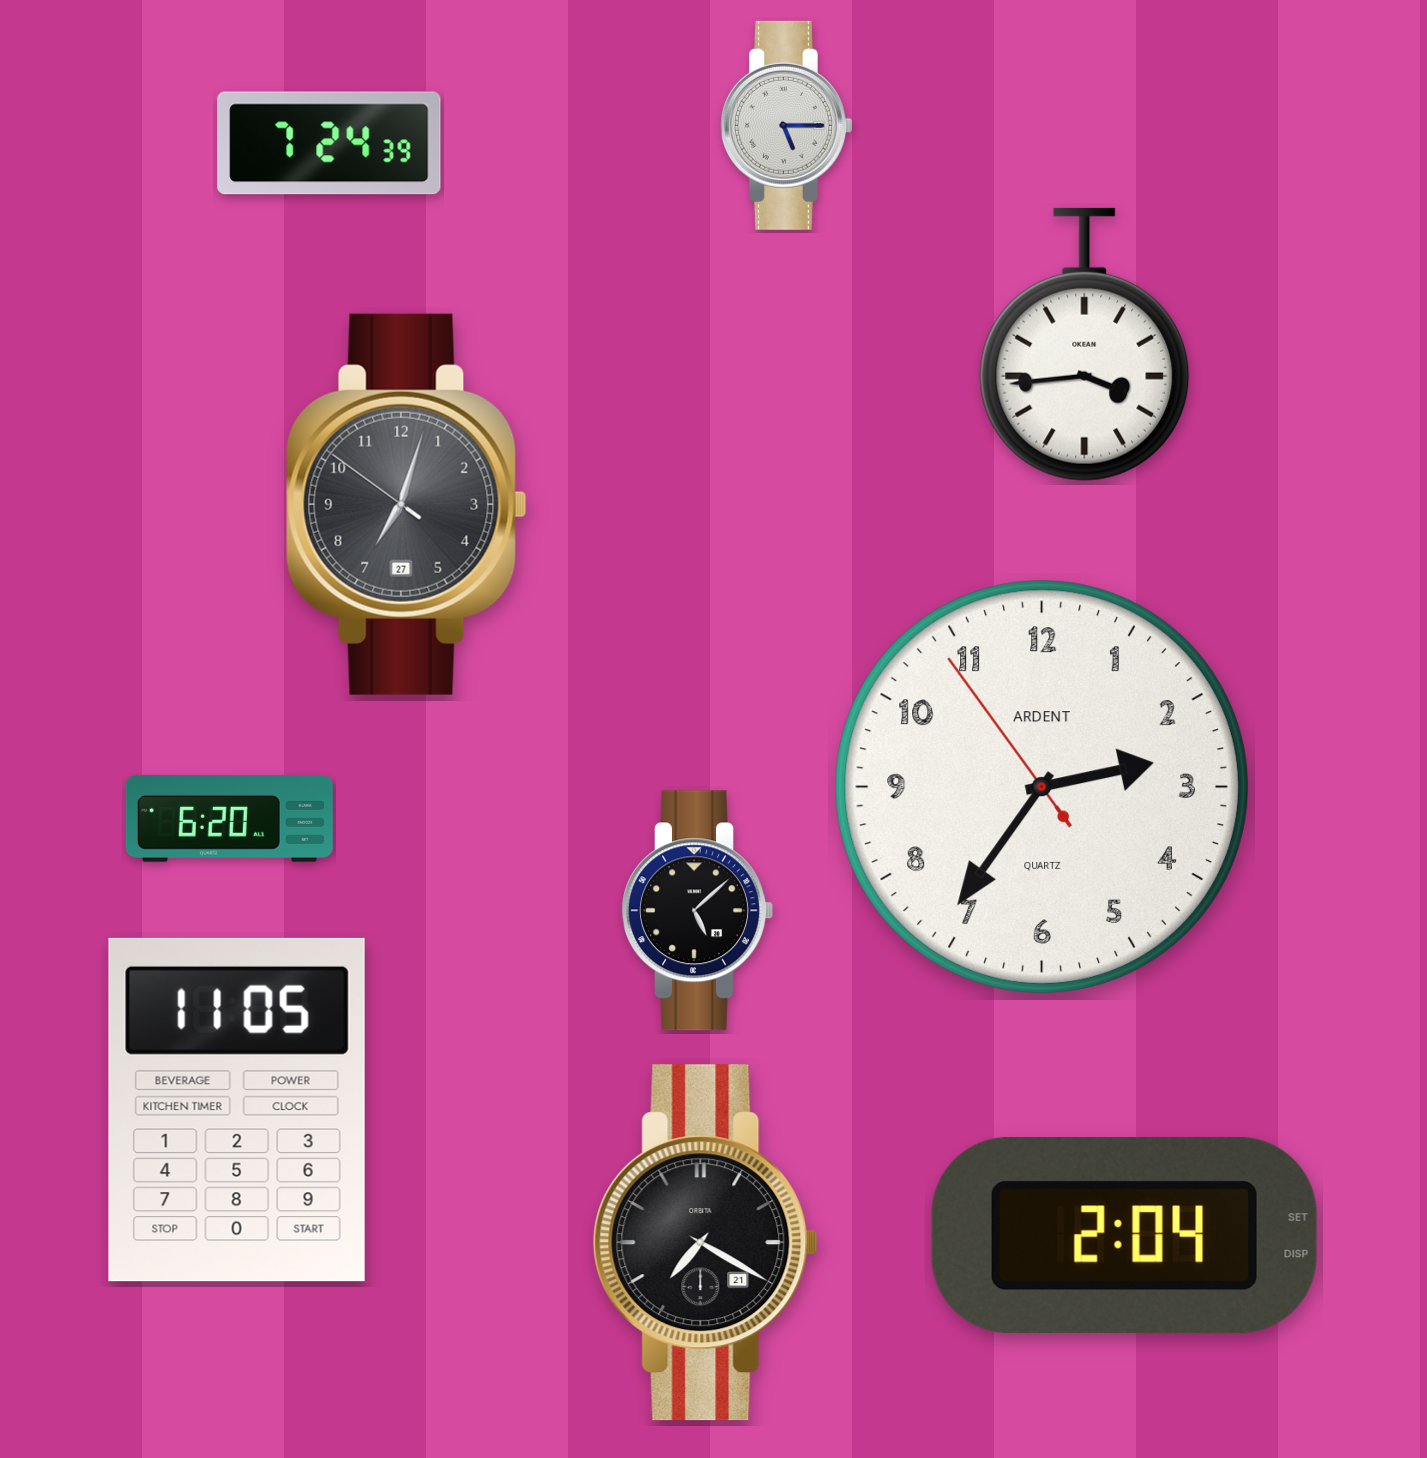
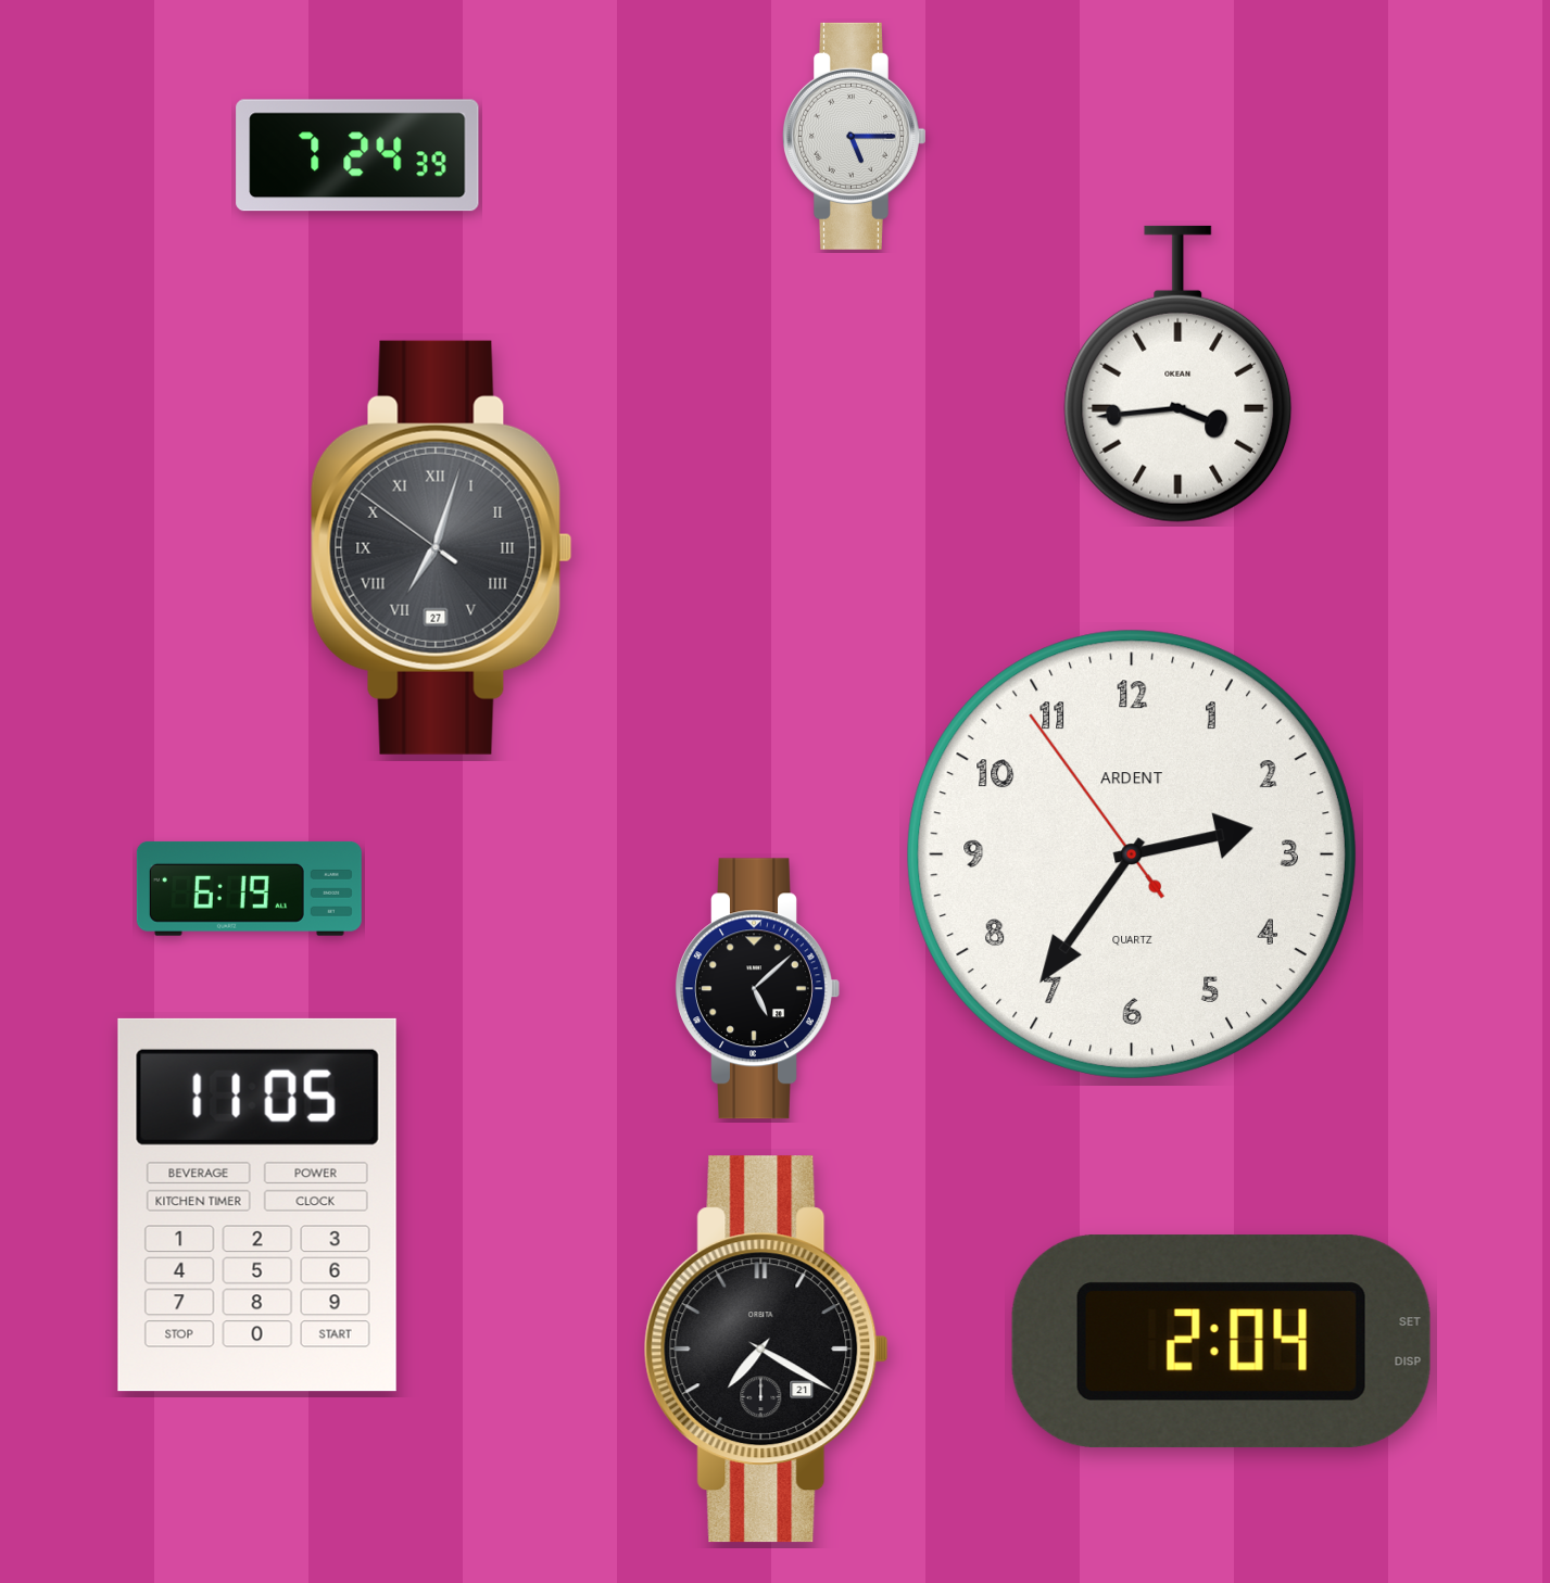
clock at (406, 504) numerals: Arabic -> Roman
clock at (229, 818): 6:20 -> 6:19
